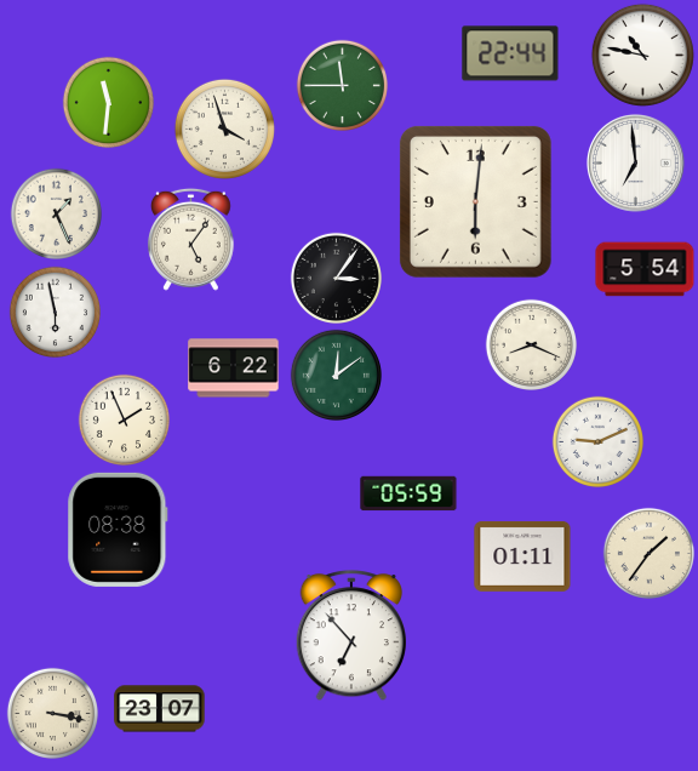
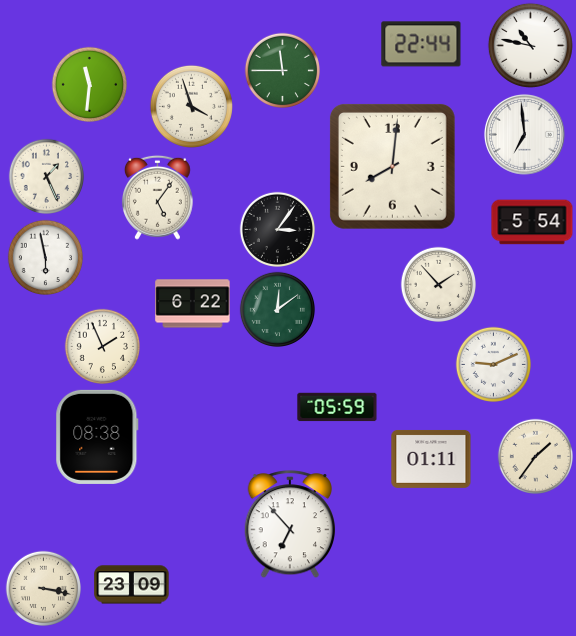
clock at (224, 128) position: (224, 128) -> (191, 106)
clock at (475, 201): 6:01 -> 8:01
clock at (531, 344): 8:19 -> 1:53
clock at (160, 709): 23:07 -> 23:09
